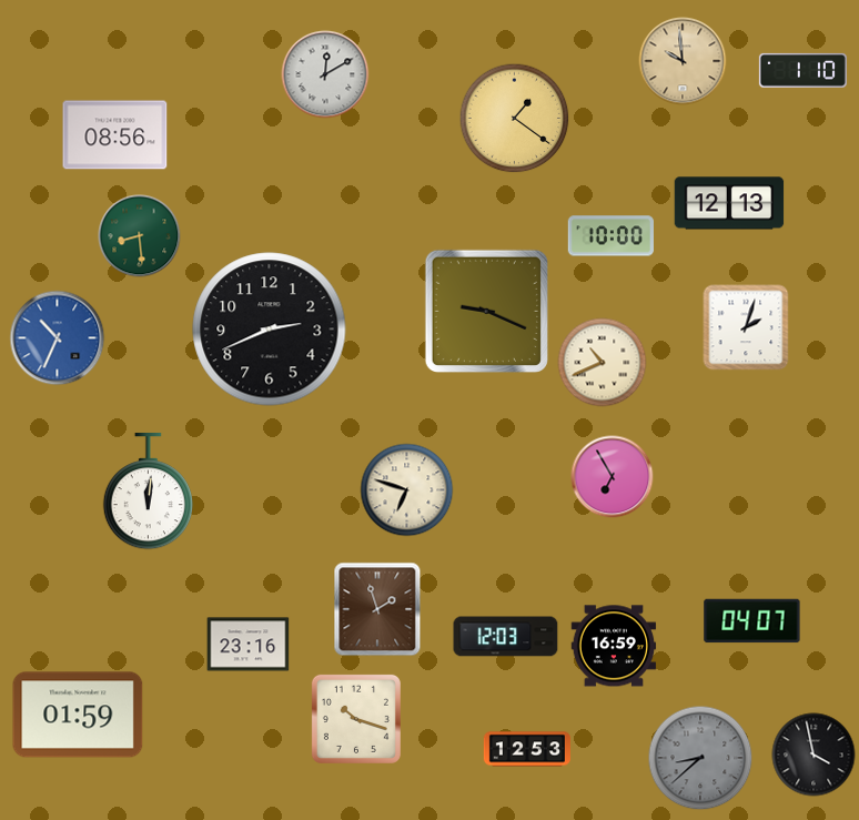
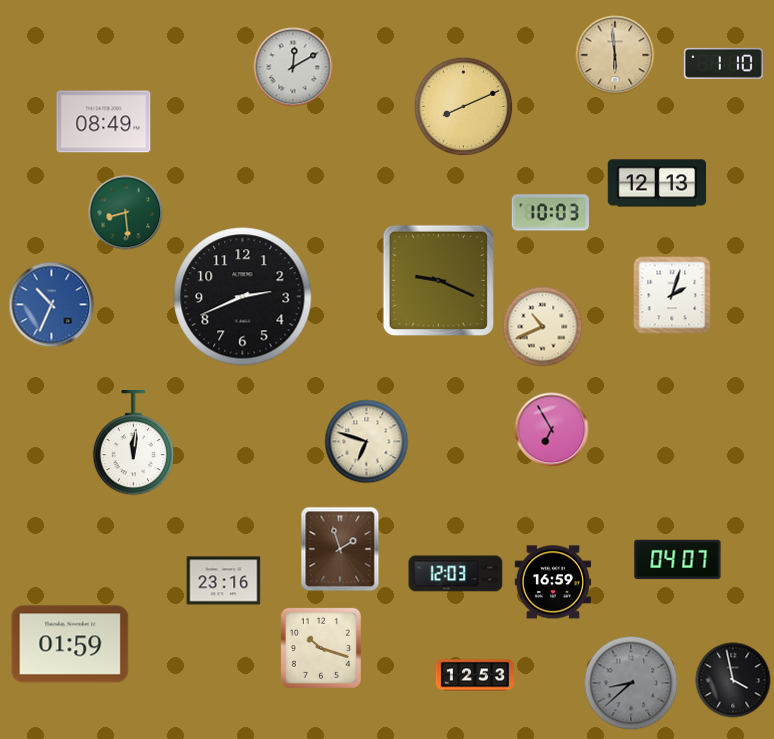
clock at (683, 61): 9:59 -> 5:59
clock at (515, 119): 1:21 -> 8:11
clock at (115, 135): 08:56 -> 08:49
clock at (610, 236): 10:00 -> 10:03
